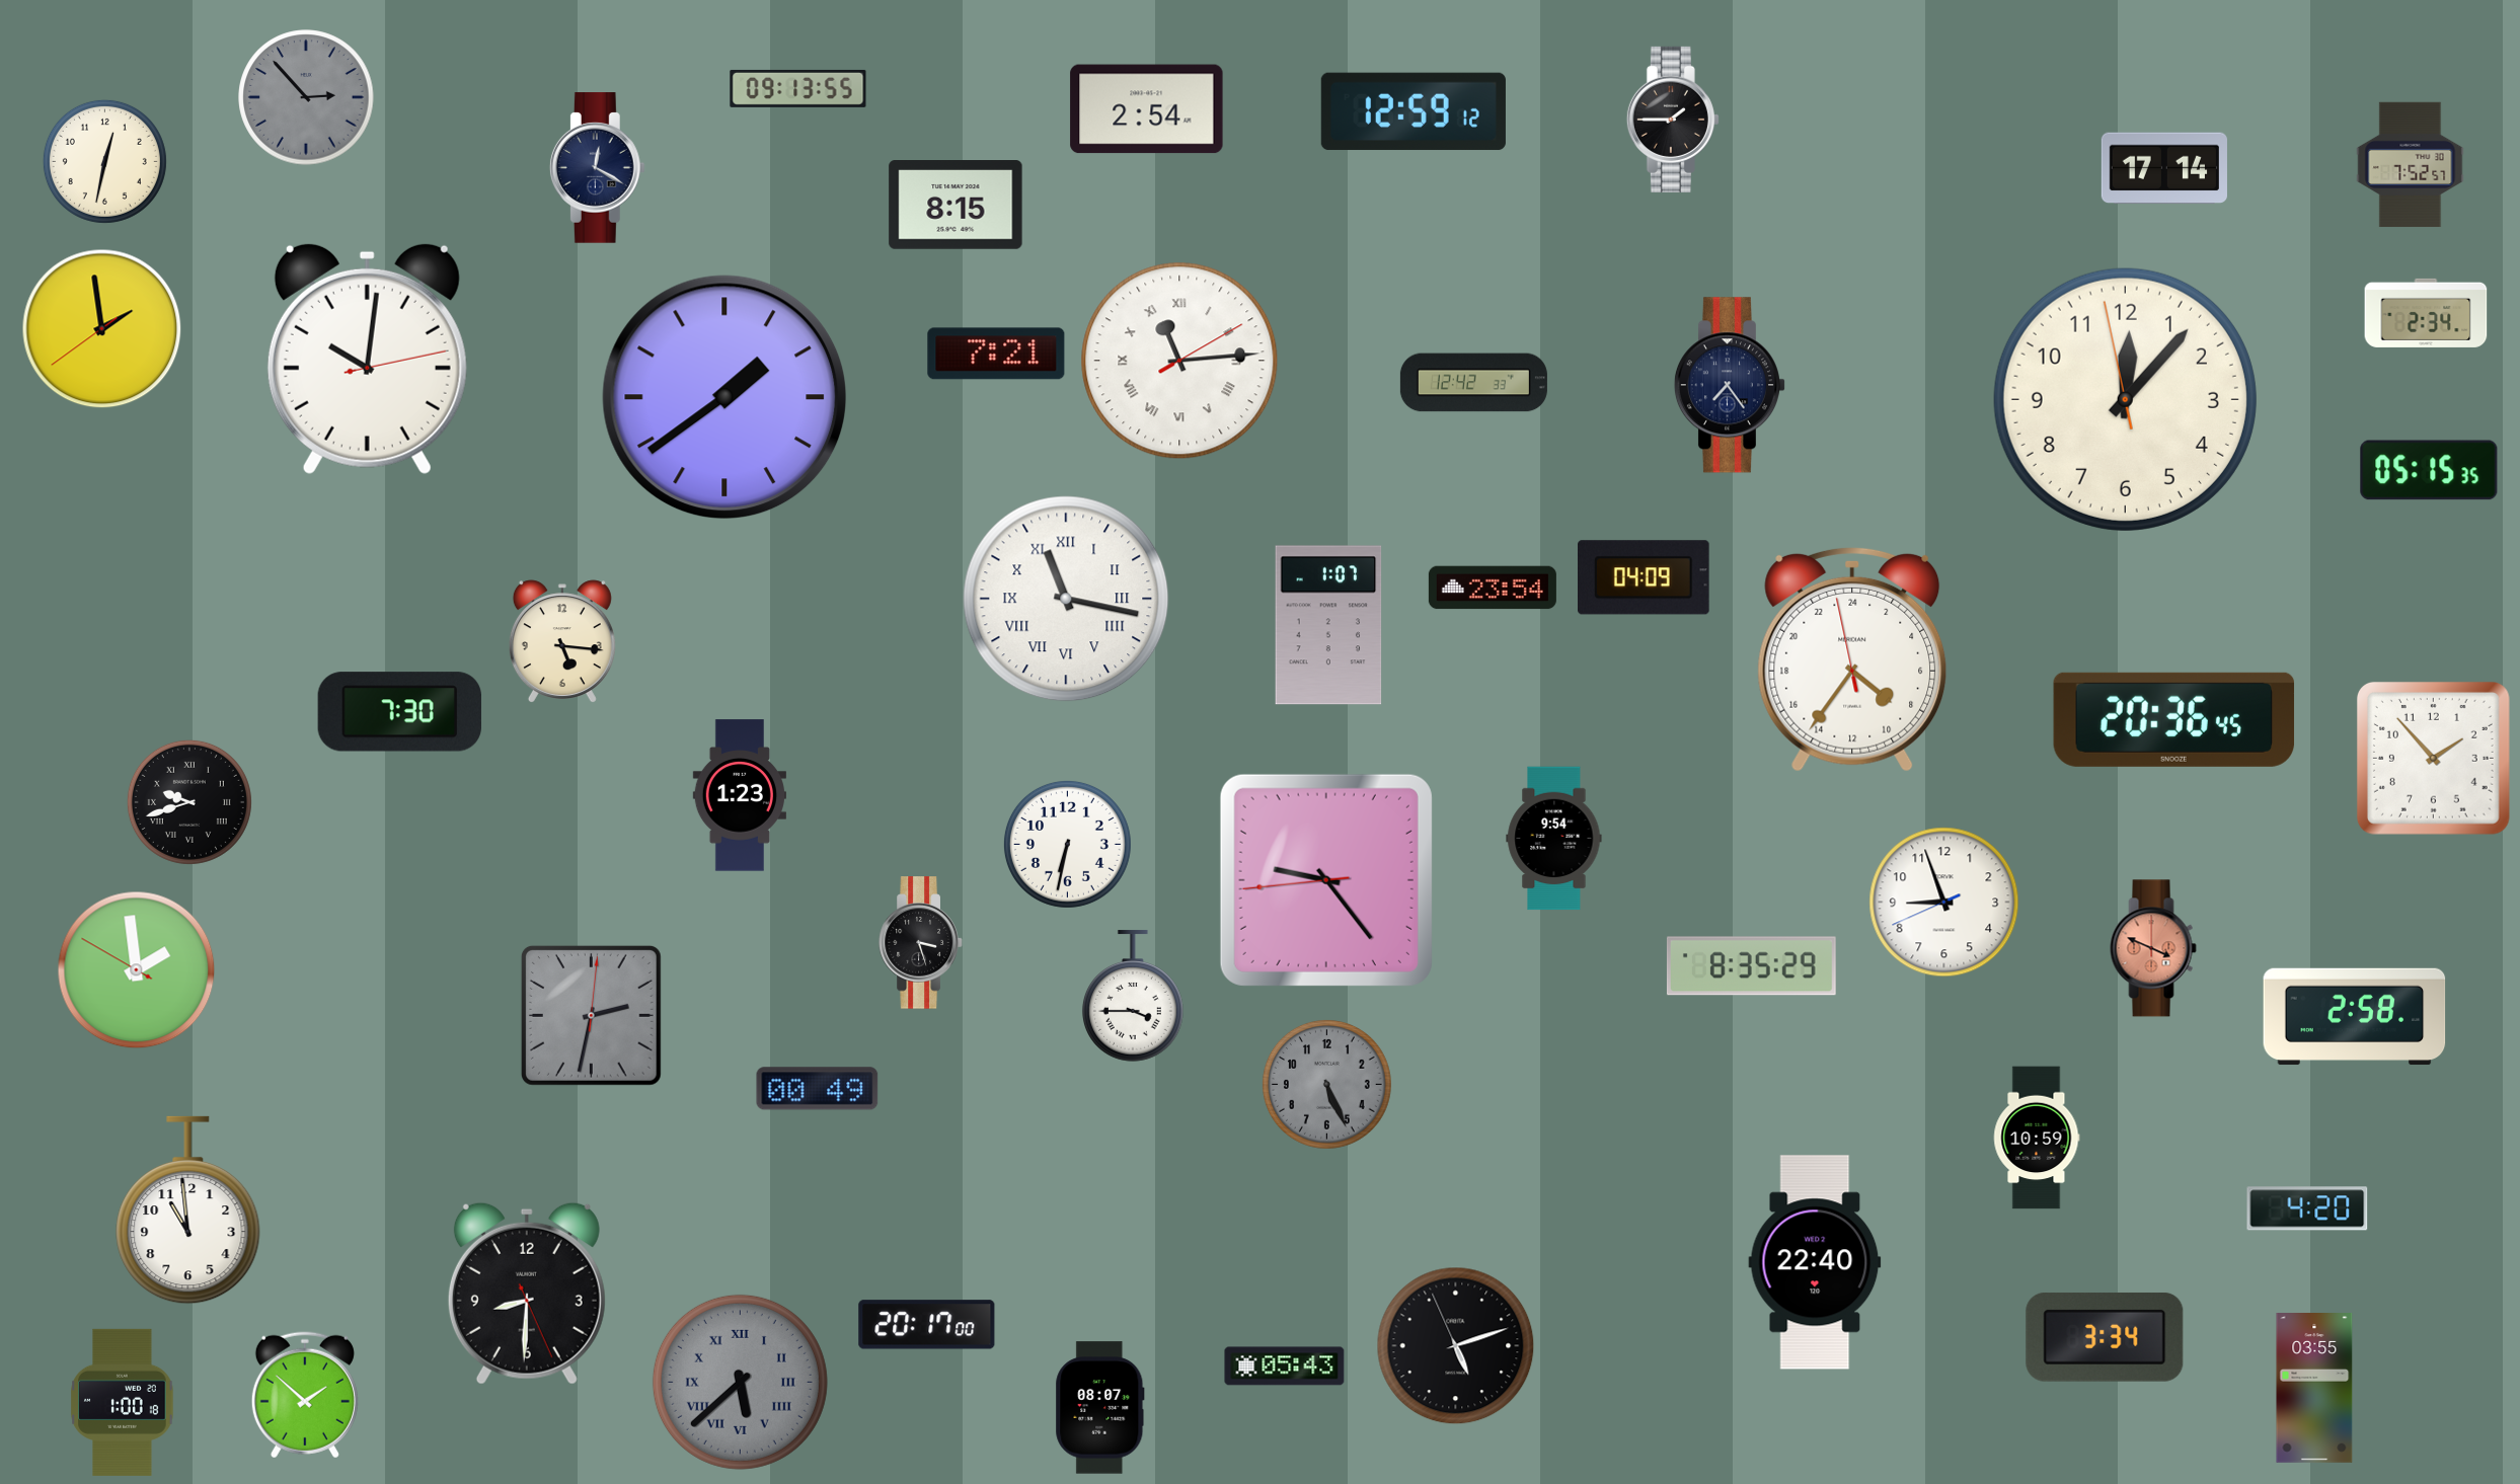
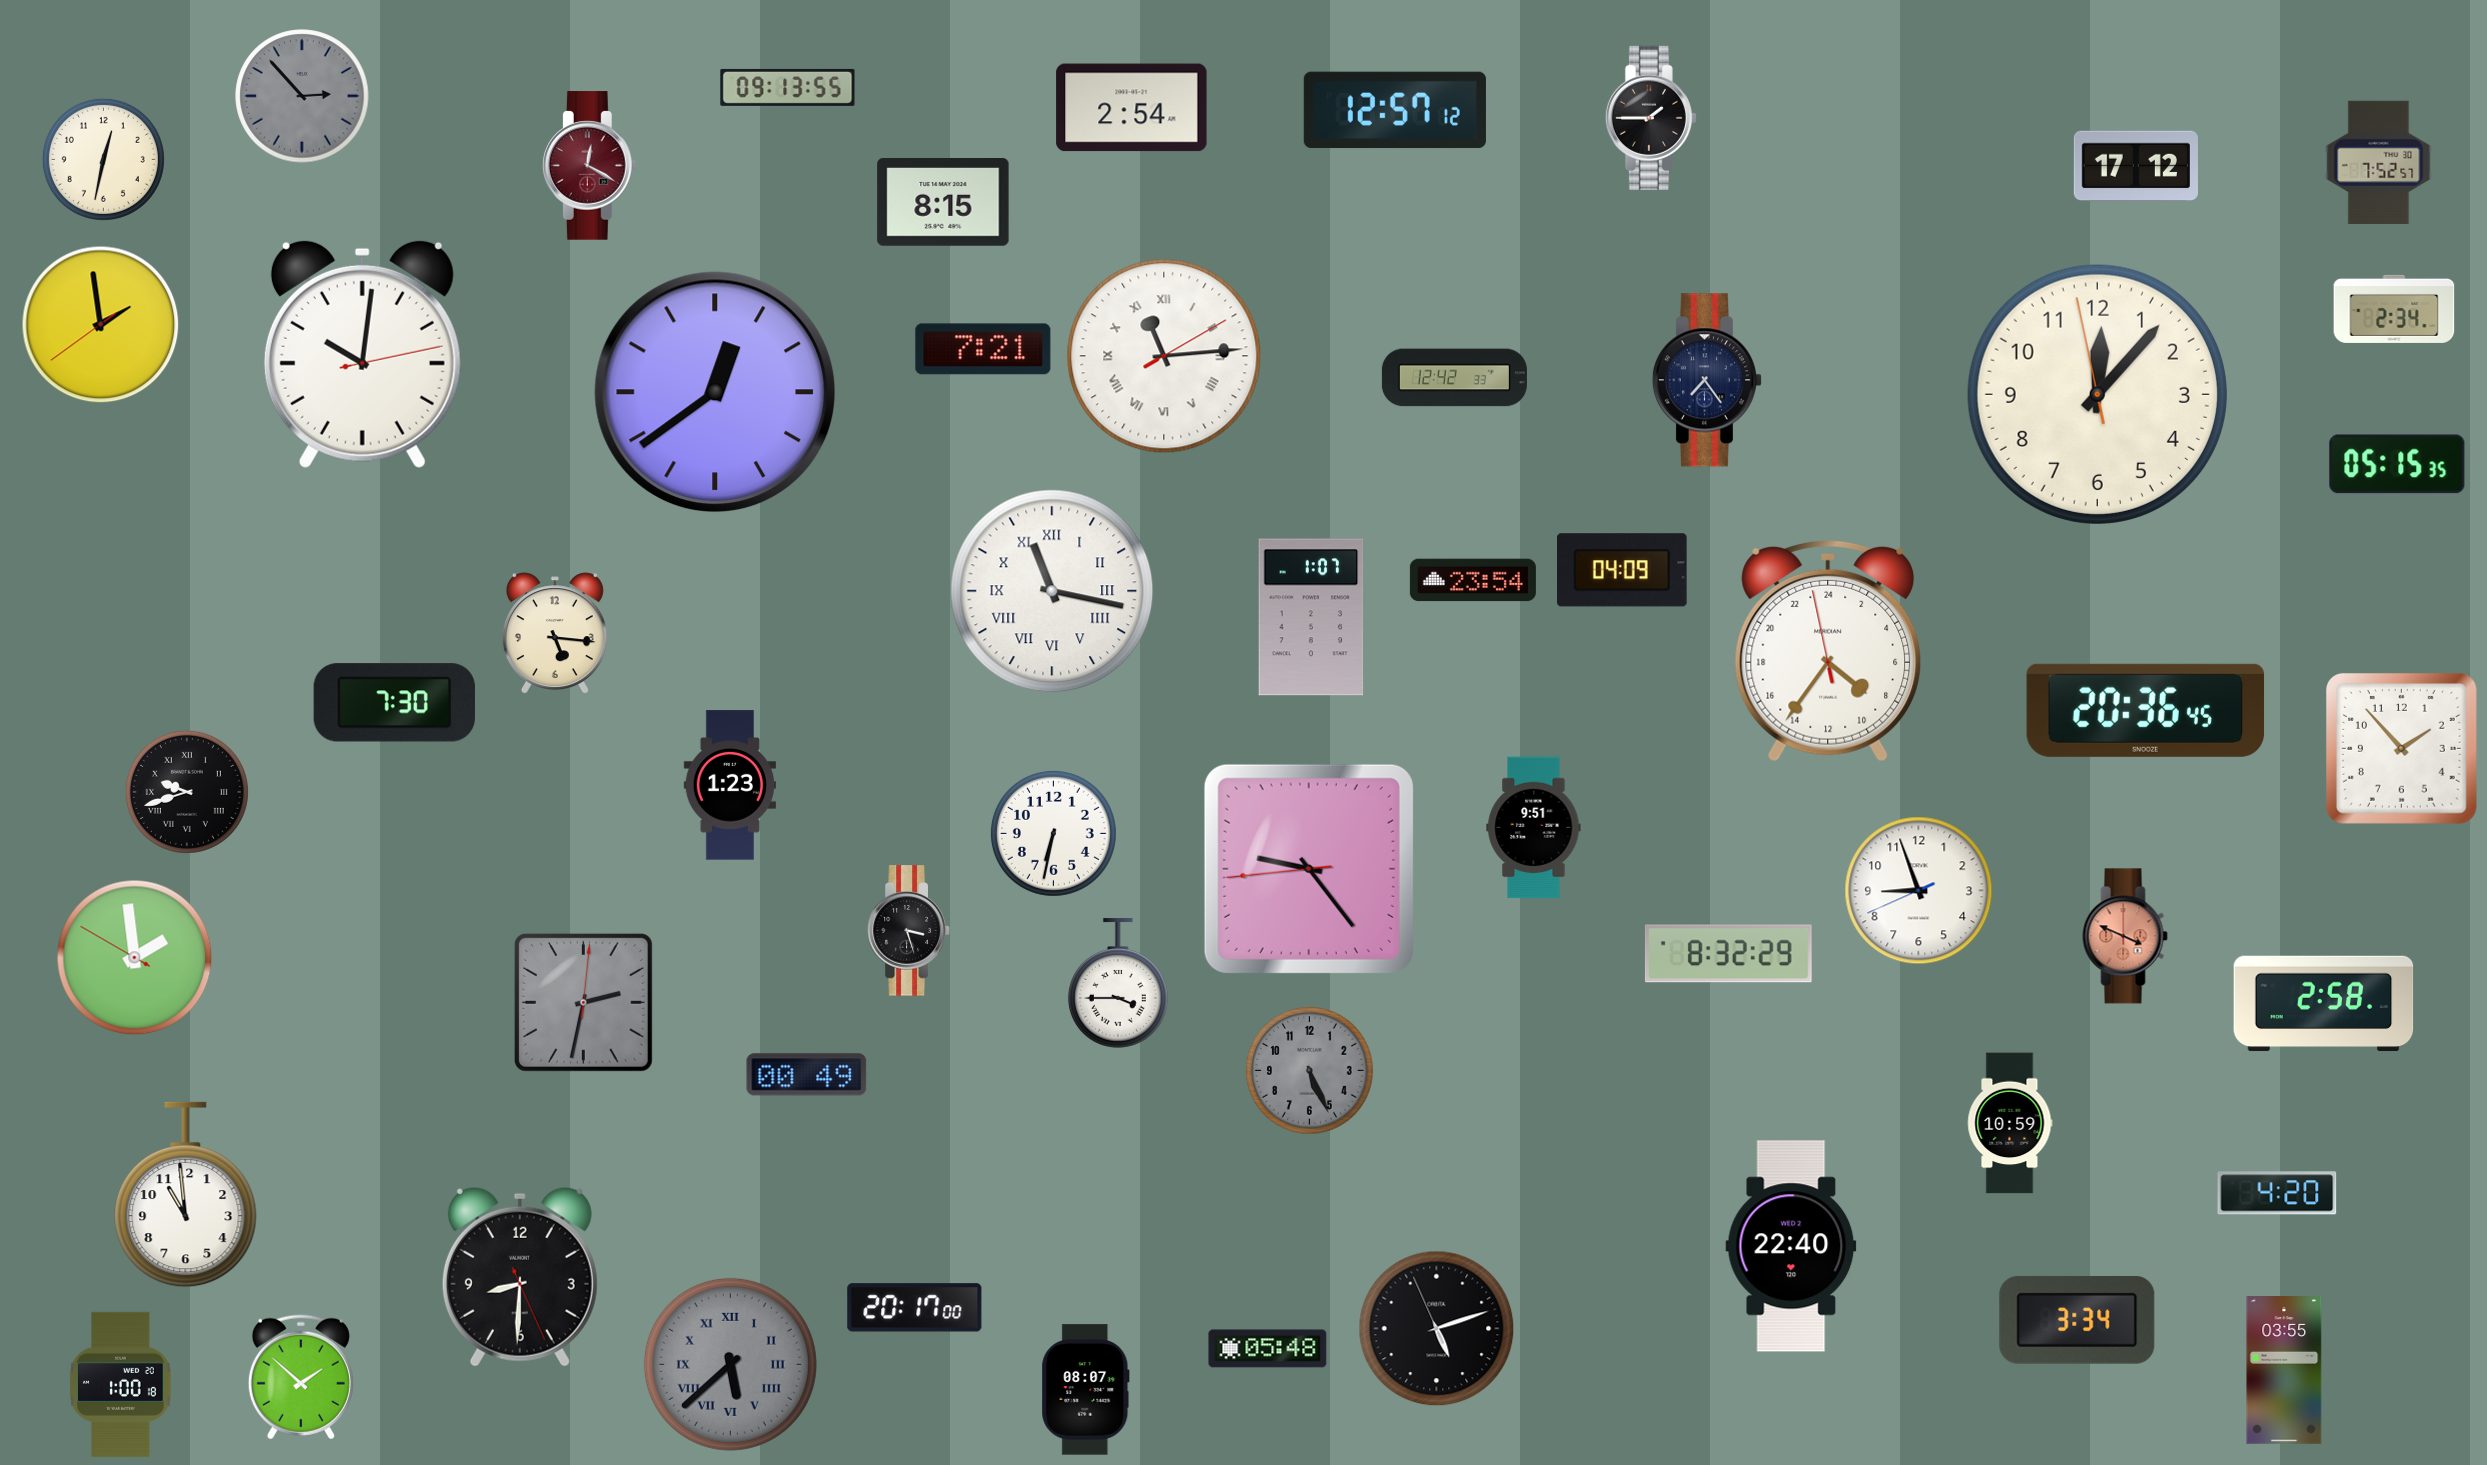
clock at (1414, 111): 12:59 -> 12:57
clock at (597, 168) dial: navy -> burgundy
clock at (2164, 168): 17:14 -> 17:12
clock at (724, 397): 1:39 -> 12:39
clock at (1554, 839): 9:54 -> 9:51
clock at (1751, 966): 8:35 -> 8:32
clock at (1285, 1366): 05:43 -> 05:48
